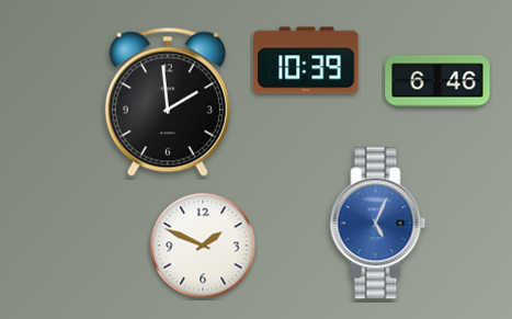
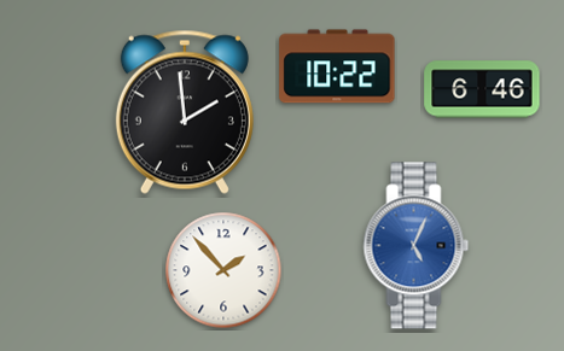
clock at (306, 60): 10:39 -> 10:22
clock at (203, 246): 1:49 -> 1:53
